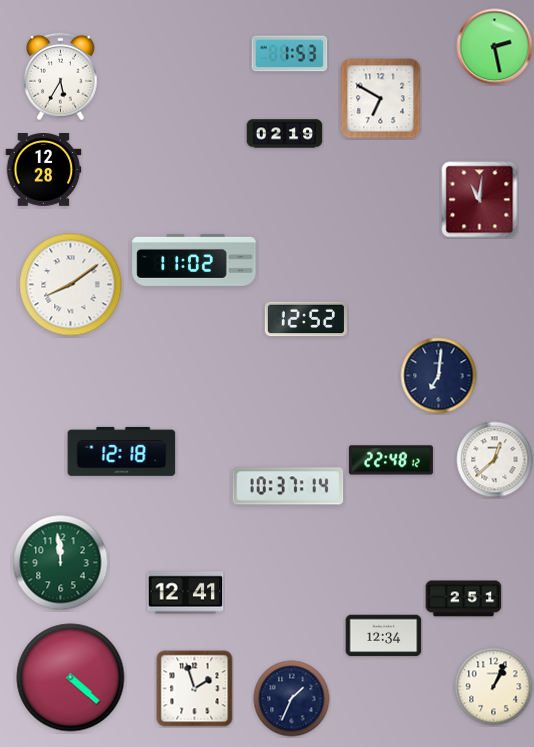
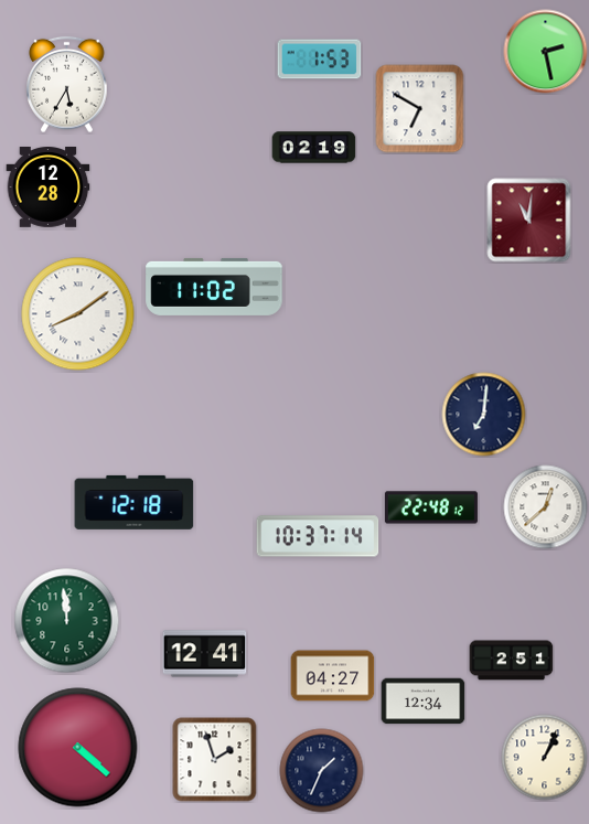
clock at (306, 319): 12:52 -> none
clock at (122, 451) position: (122, 451) -> (135, 502)
clock at (333, 676): none -> 04:27
